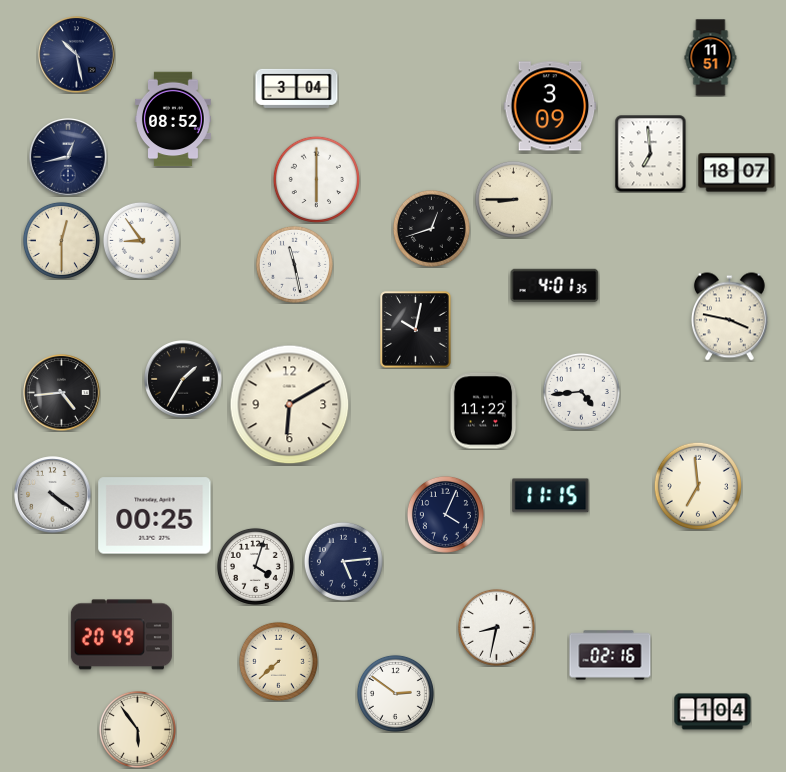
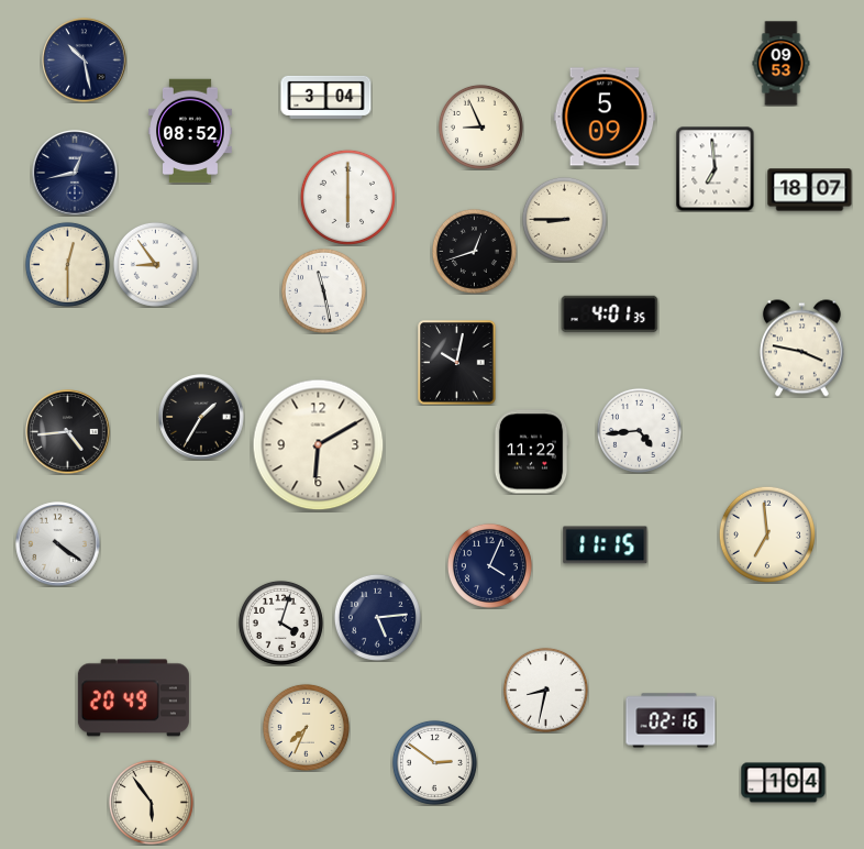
clock at (711, 58): 11:51 -> 09:53
clock at (550, 106): 3:09 -> 5:09
clock at (480, 126): none -> 8:56
clock at (155, 516): 00:25 -> none
clock at (278, 661): 7:38 -> 7:34
